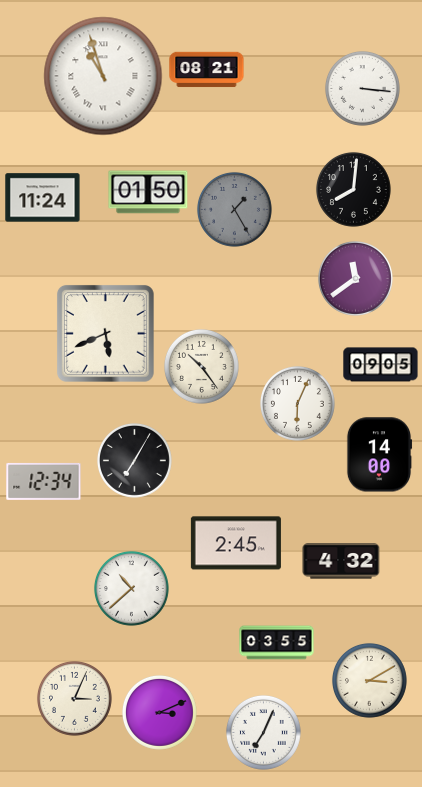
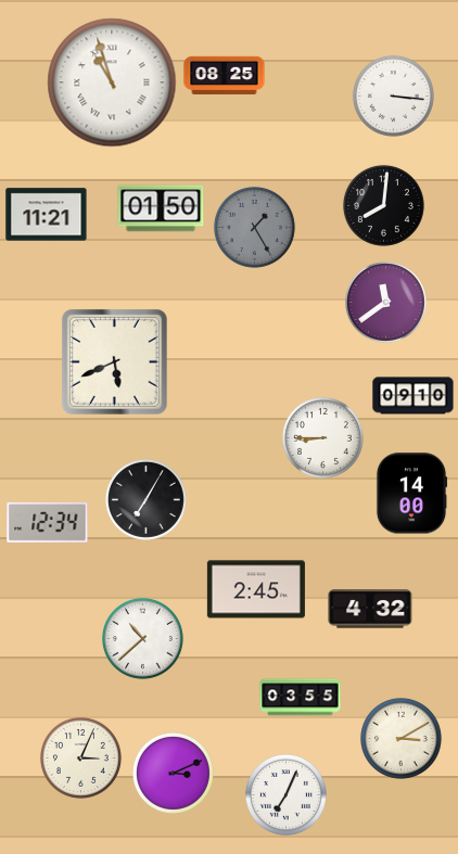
clock at (207, 70): 08:21 -> 08:25
clock at (43, 198): 11:24 -> 11:21
clock at (381, 365): 09:05 -> 09:10
clock at (201, 366): 10:24 -> none
clock at (297, 403): 6:04 -> 8:45
